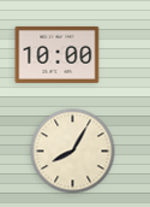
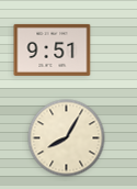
clock at (58, 54): 10:00 -> 9:51
